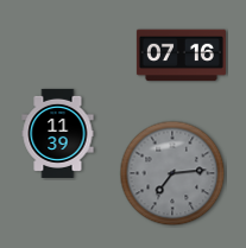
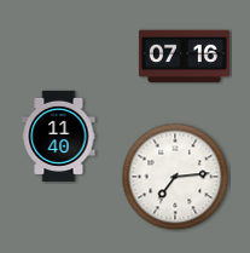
clock at (58, 133): 11:39 -> 11:40
clock at (172, 173) dial: grey -> white
